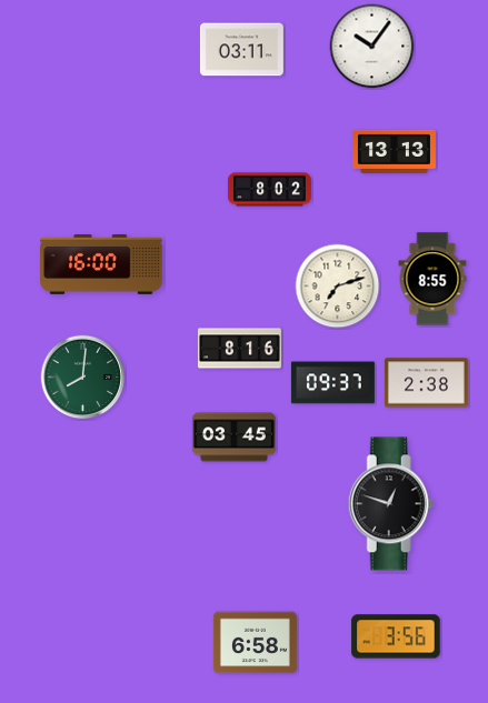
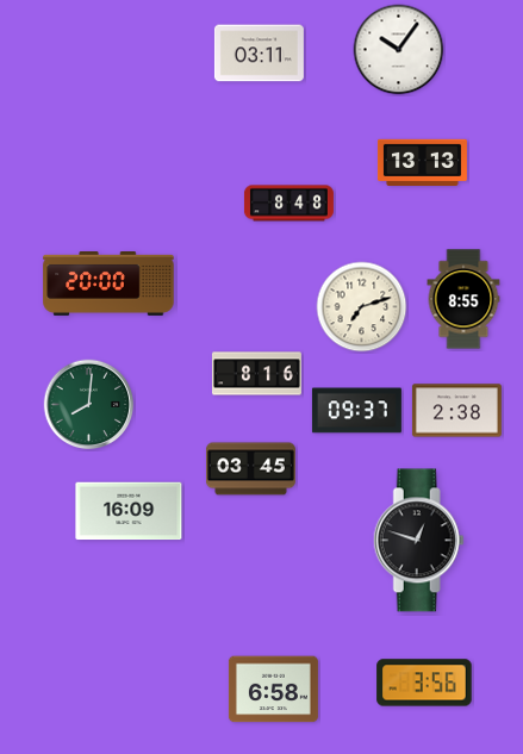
clock at (269, 190): 8:02 -> 8:48
clock at (101, 265): 16:00 -> 20:00
clock at (129, 511): none -> 16:09
